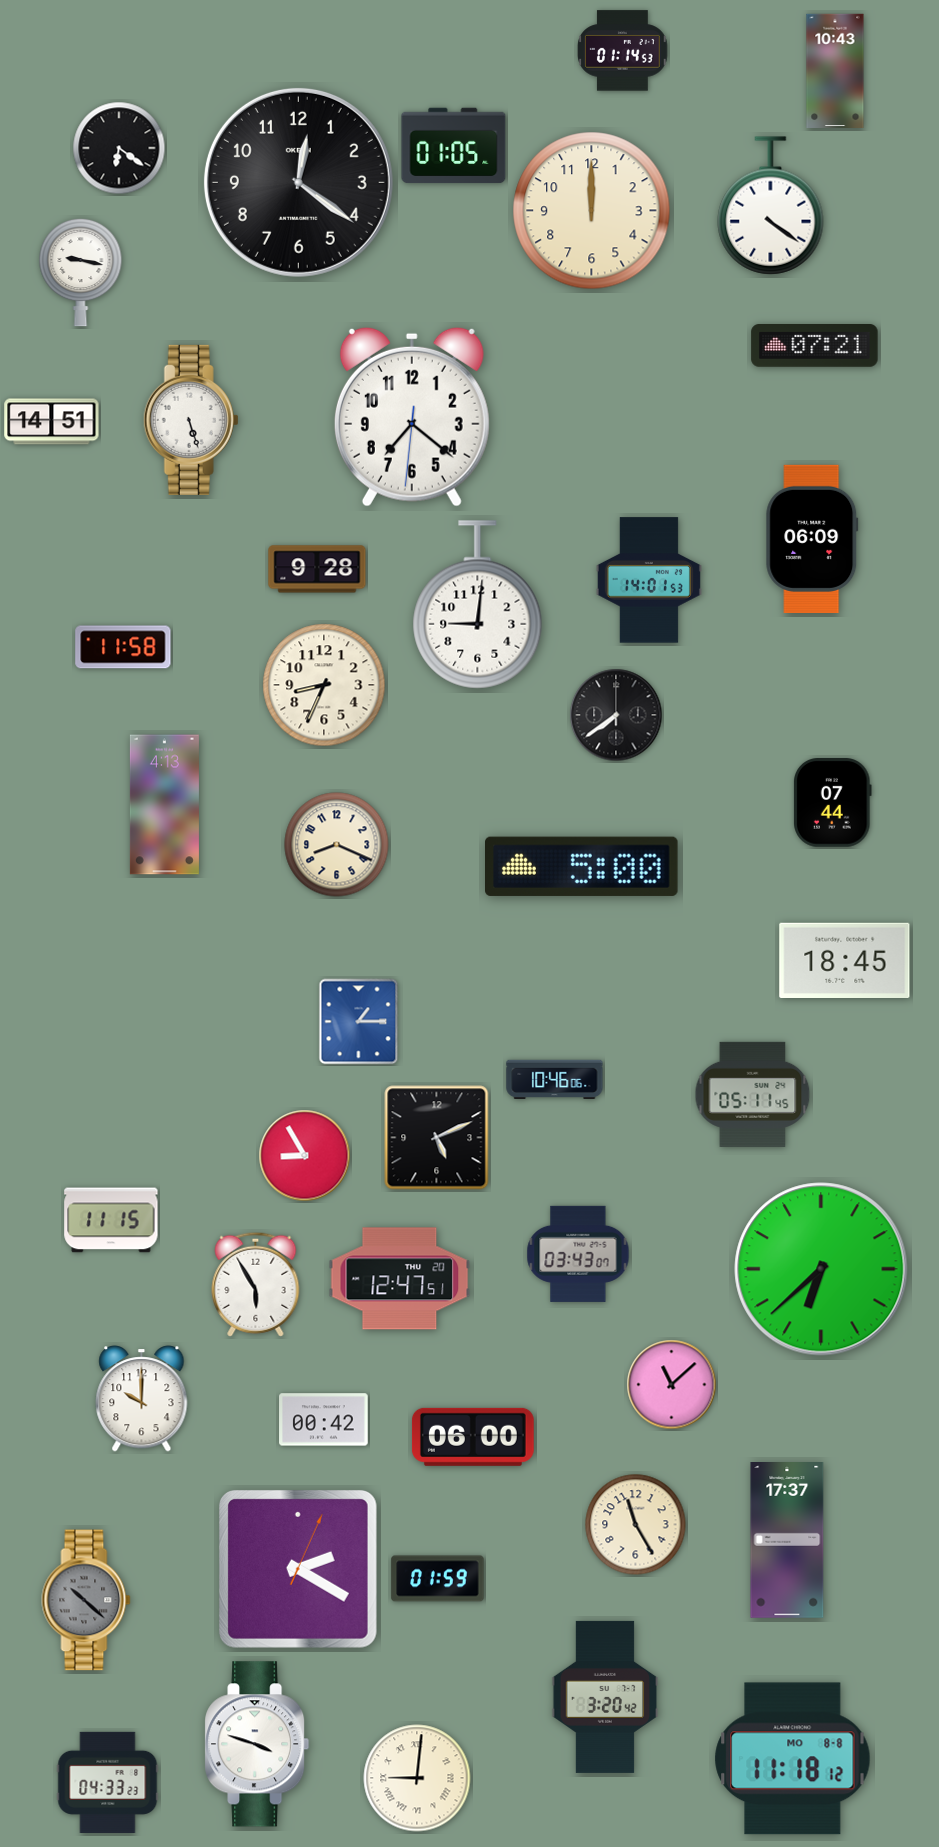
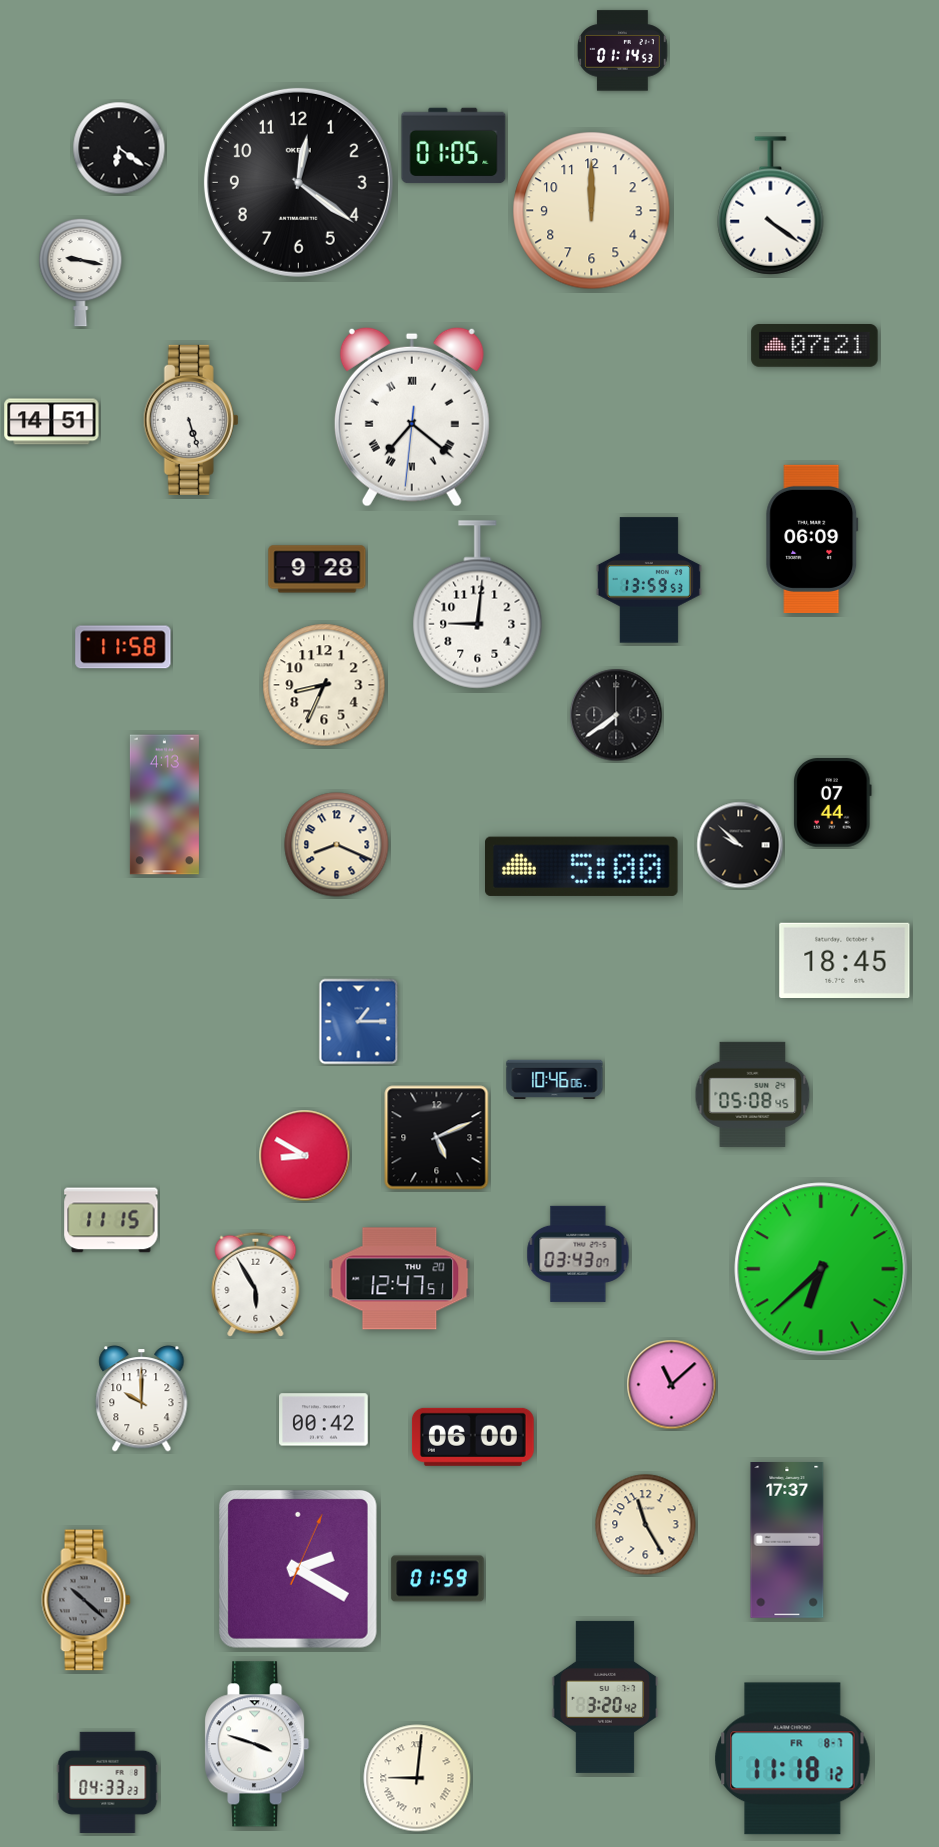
clock at (835, 70): 10:43 -> none
clock at (412, 417) numerals: Arabic -> Roman
clock at (649, 580): 14:01 -> 13:59
clock at (740, 845): none -> 9:52
clock at (753, 1094): 05:11 -> 05:08
clock at (305, 1156): 8:55 -> 8:50
clock at (636, 1525) position: (636, 1525) -> (646, 1525)
clock at (793, 1759) date: MO 8-8 -> FR 8-7
